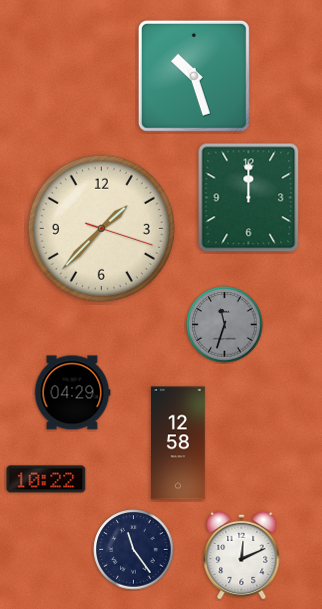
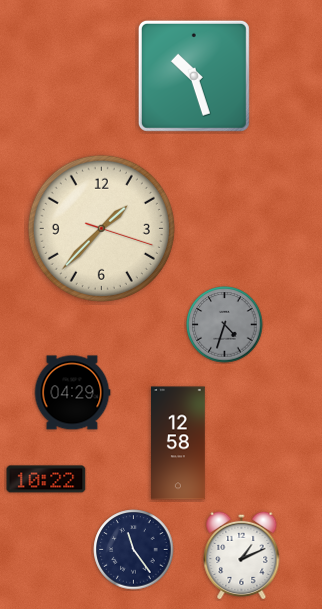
clock at (249, 198): 12:00 -> none
clock at (225, 325): 11:33 -> 4:33
clock at (242, 555): 12:11 -> 1:11
